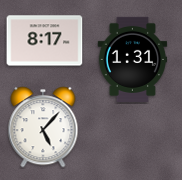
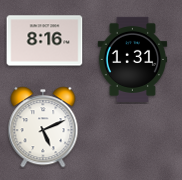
clock at (45, 41): 8:17 -> 8:16
clock at (43, 127): 5:07 -> 5:11
